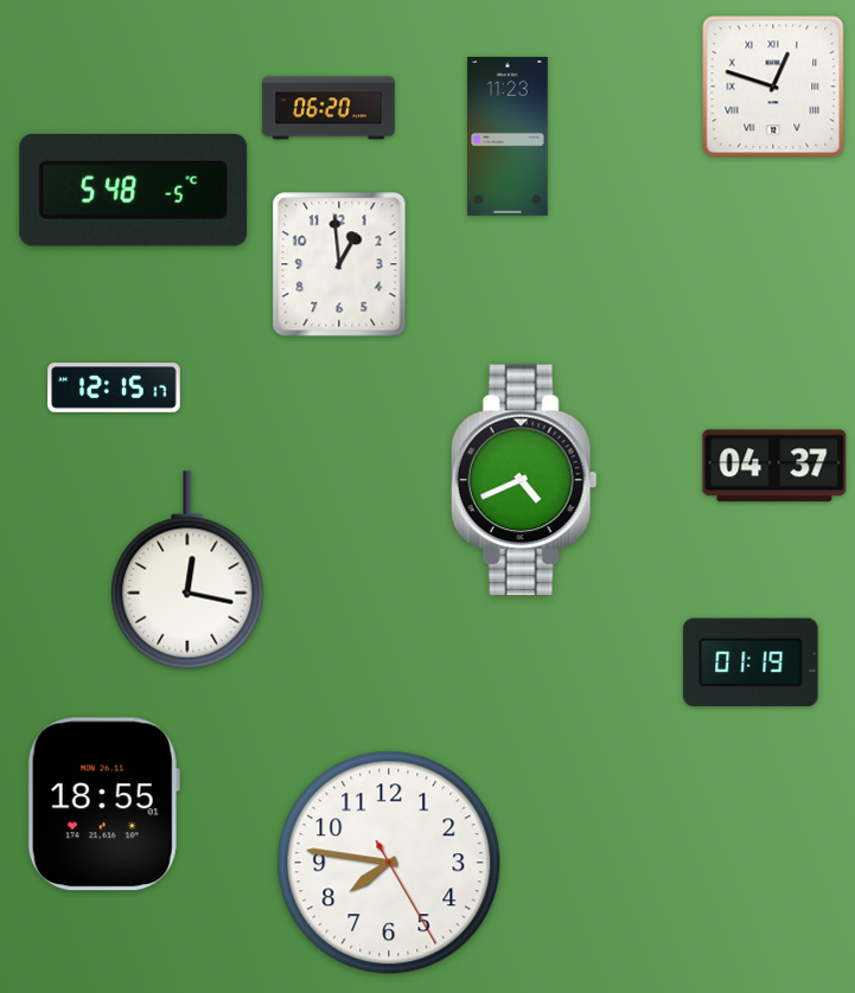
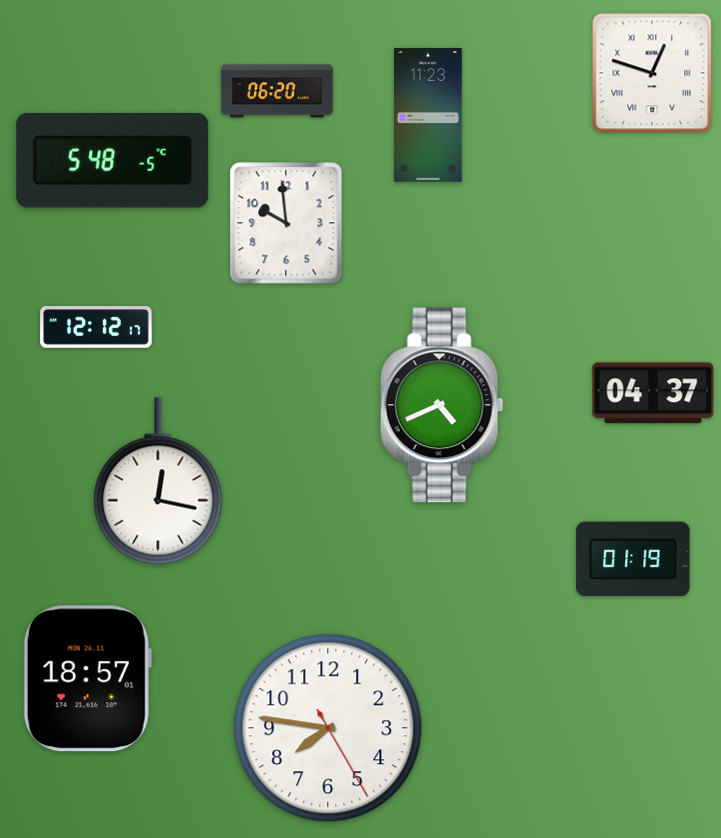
clock at (339, 264): 12:59 -> 9:59
clock at (114, 387): 12:15 -> 12:12
clock at (103, 805): 18:55 -> 18:57
